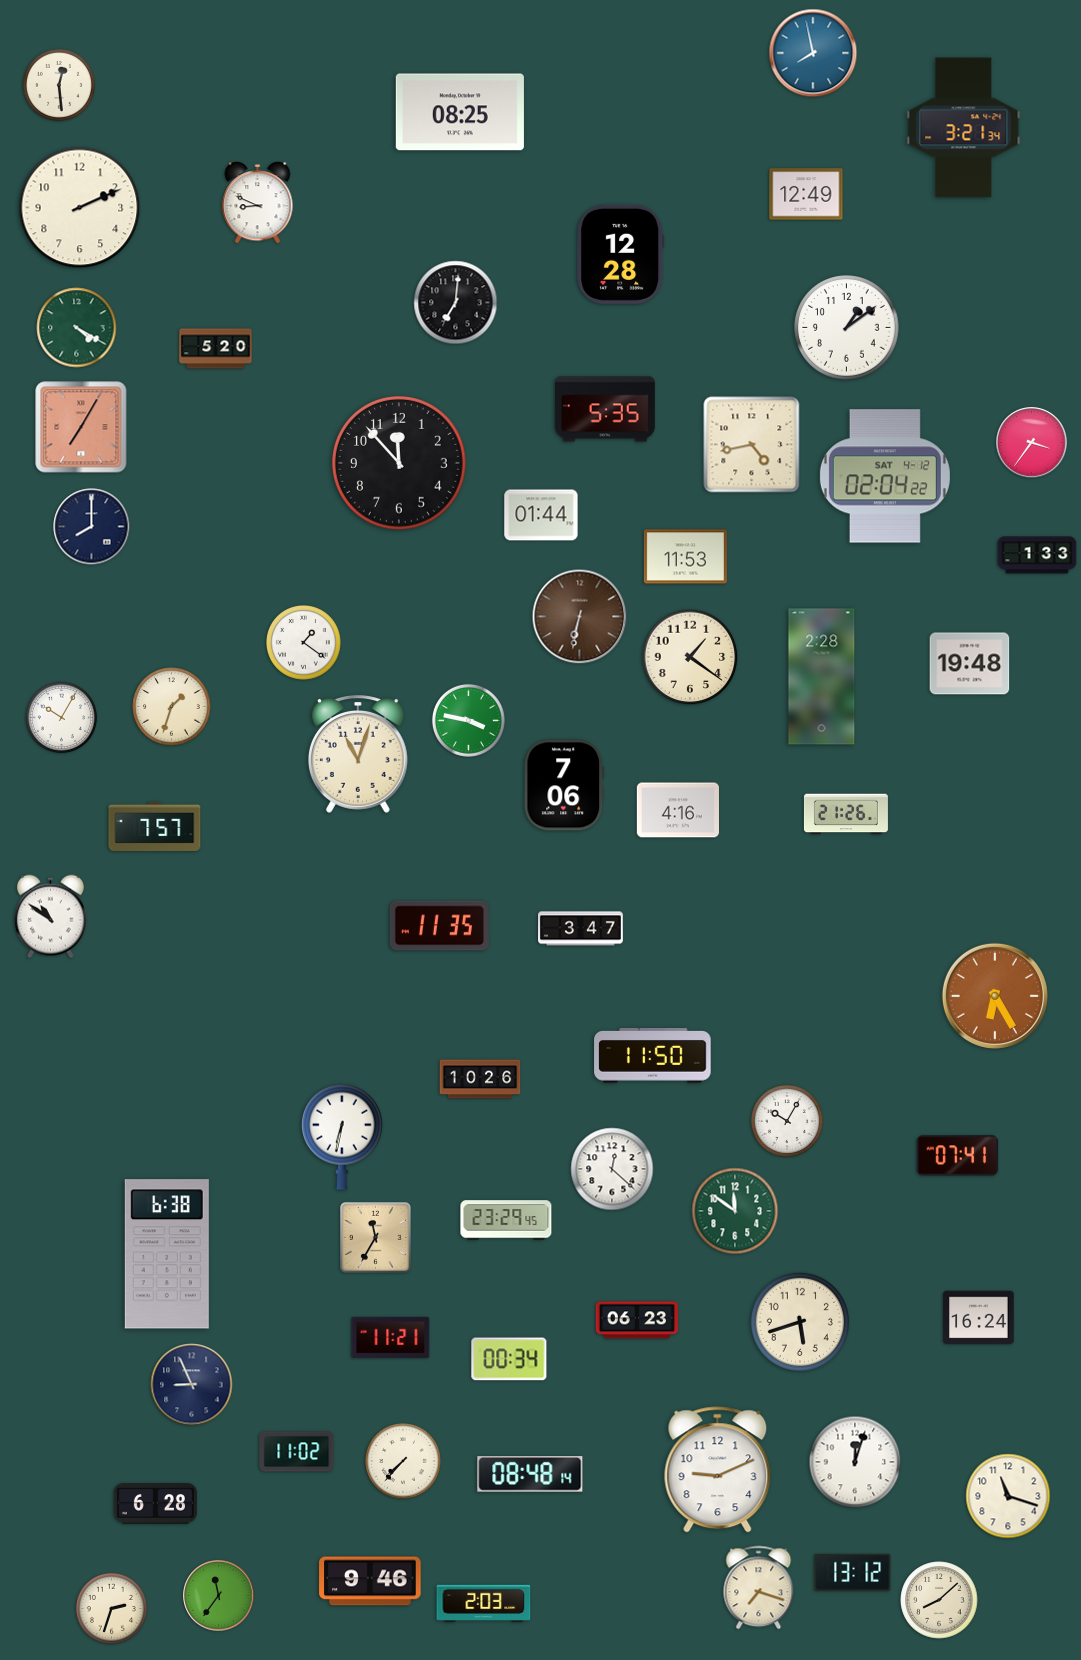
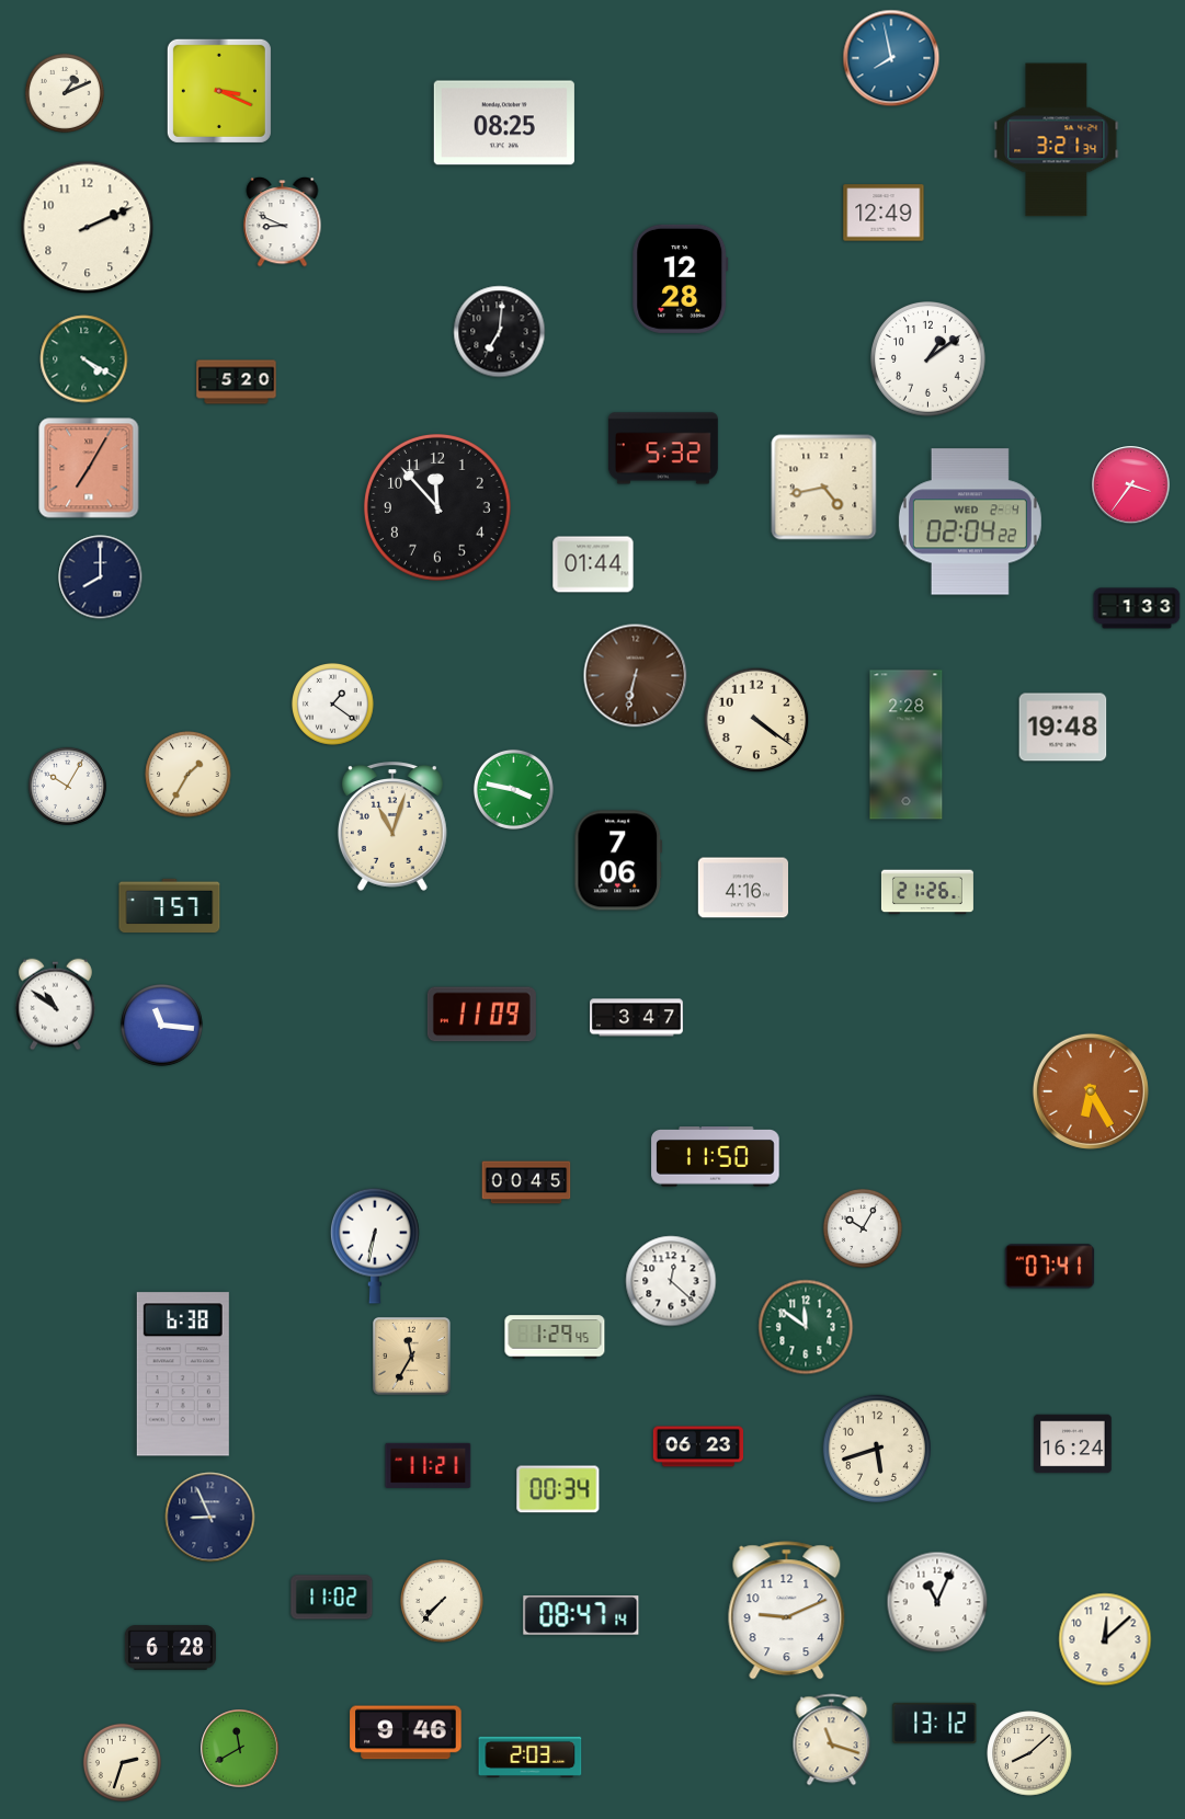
clock at (219, 91): none -> 3:19
clock at (59, 85): 12:29 -> 1:11
clock at (605, 409): 5:35 -> 5:32
clock at (885, 476) date: SAT 4-12 -> WED 2-4
clock at (685, 557): 11:53 -> none
clock at (690, 657): 1:21 -> 4:21
clock at (822, 677) position: (822, 677) -> (907, 745)
clock at (172, 707): 1:33 -> 1:35
clock at (439, 926): 11:35 -> 11:09
clock at (162, 1026): none -> 11:16
clock at (480, 1079): 10:26 -> 00:45
clock at (506, 1220): 23:29 -> 1:29
clock at (297, 1452) position: (297, 1452) -> (332, 1598)
clock at (855, 1462): 12:03 -> 11:04
clock at (530, 1475): 08:48 -> 08:47
clock at (1008, 1496): 11:18 -> 12:08
clock at (759, 1588): 7:18 -> 11:18
clock at (219, 1596): 11:36 -> 11:40
